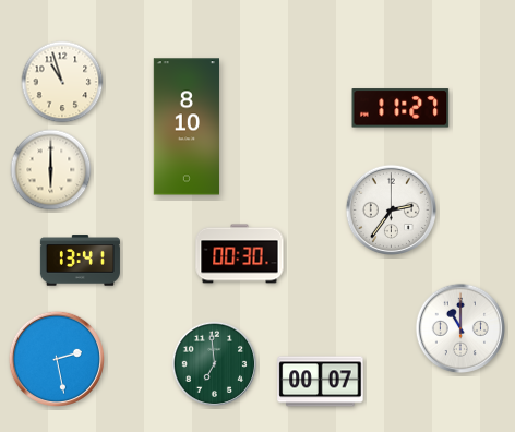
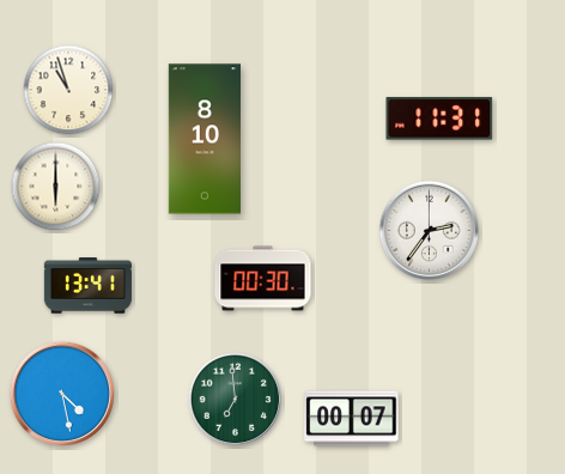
clock at (400, 108): 11:27 -> 11:31
clock at (459, 327): 11:00 -> none
clock at (57, 359): 2:28 -> 4:28
